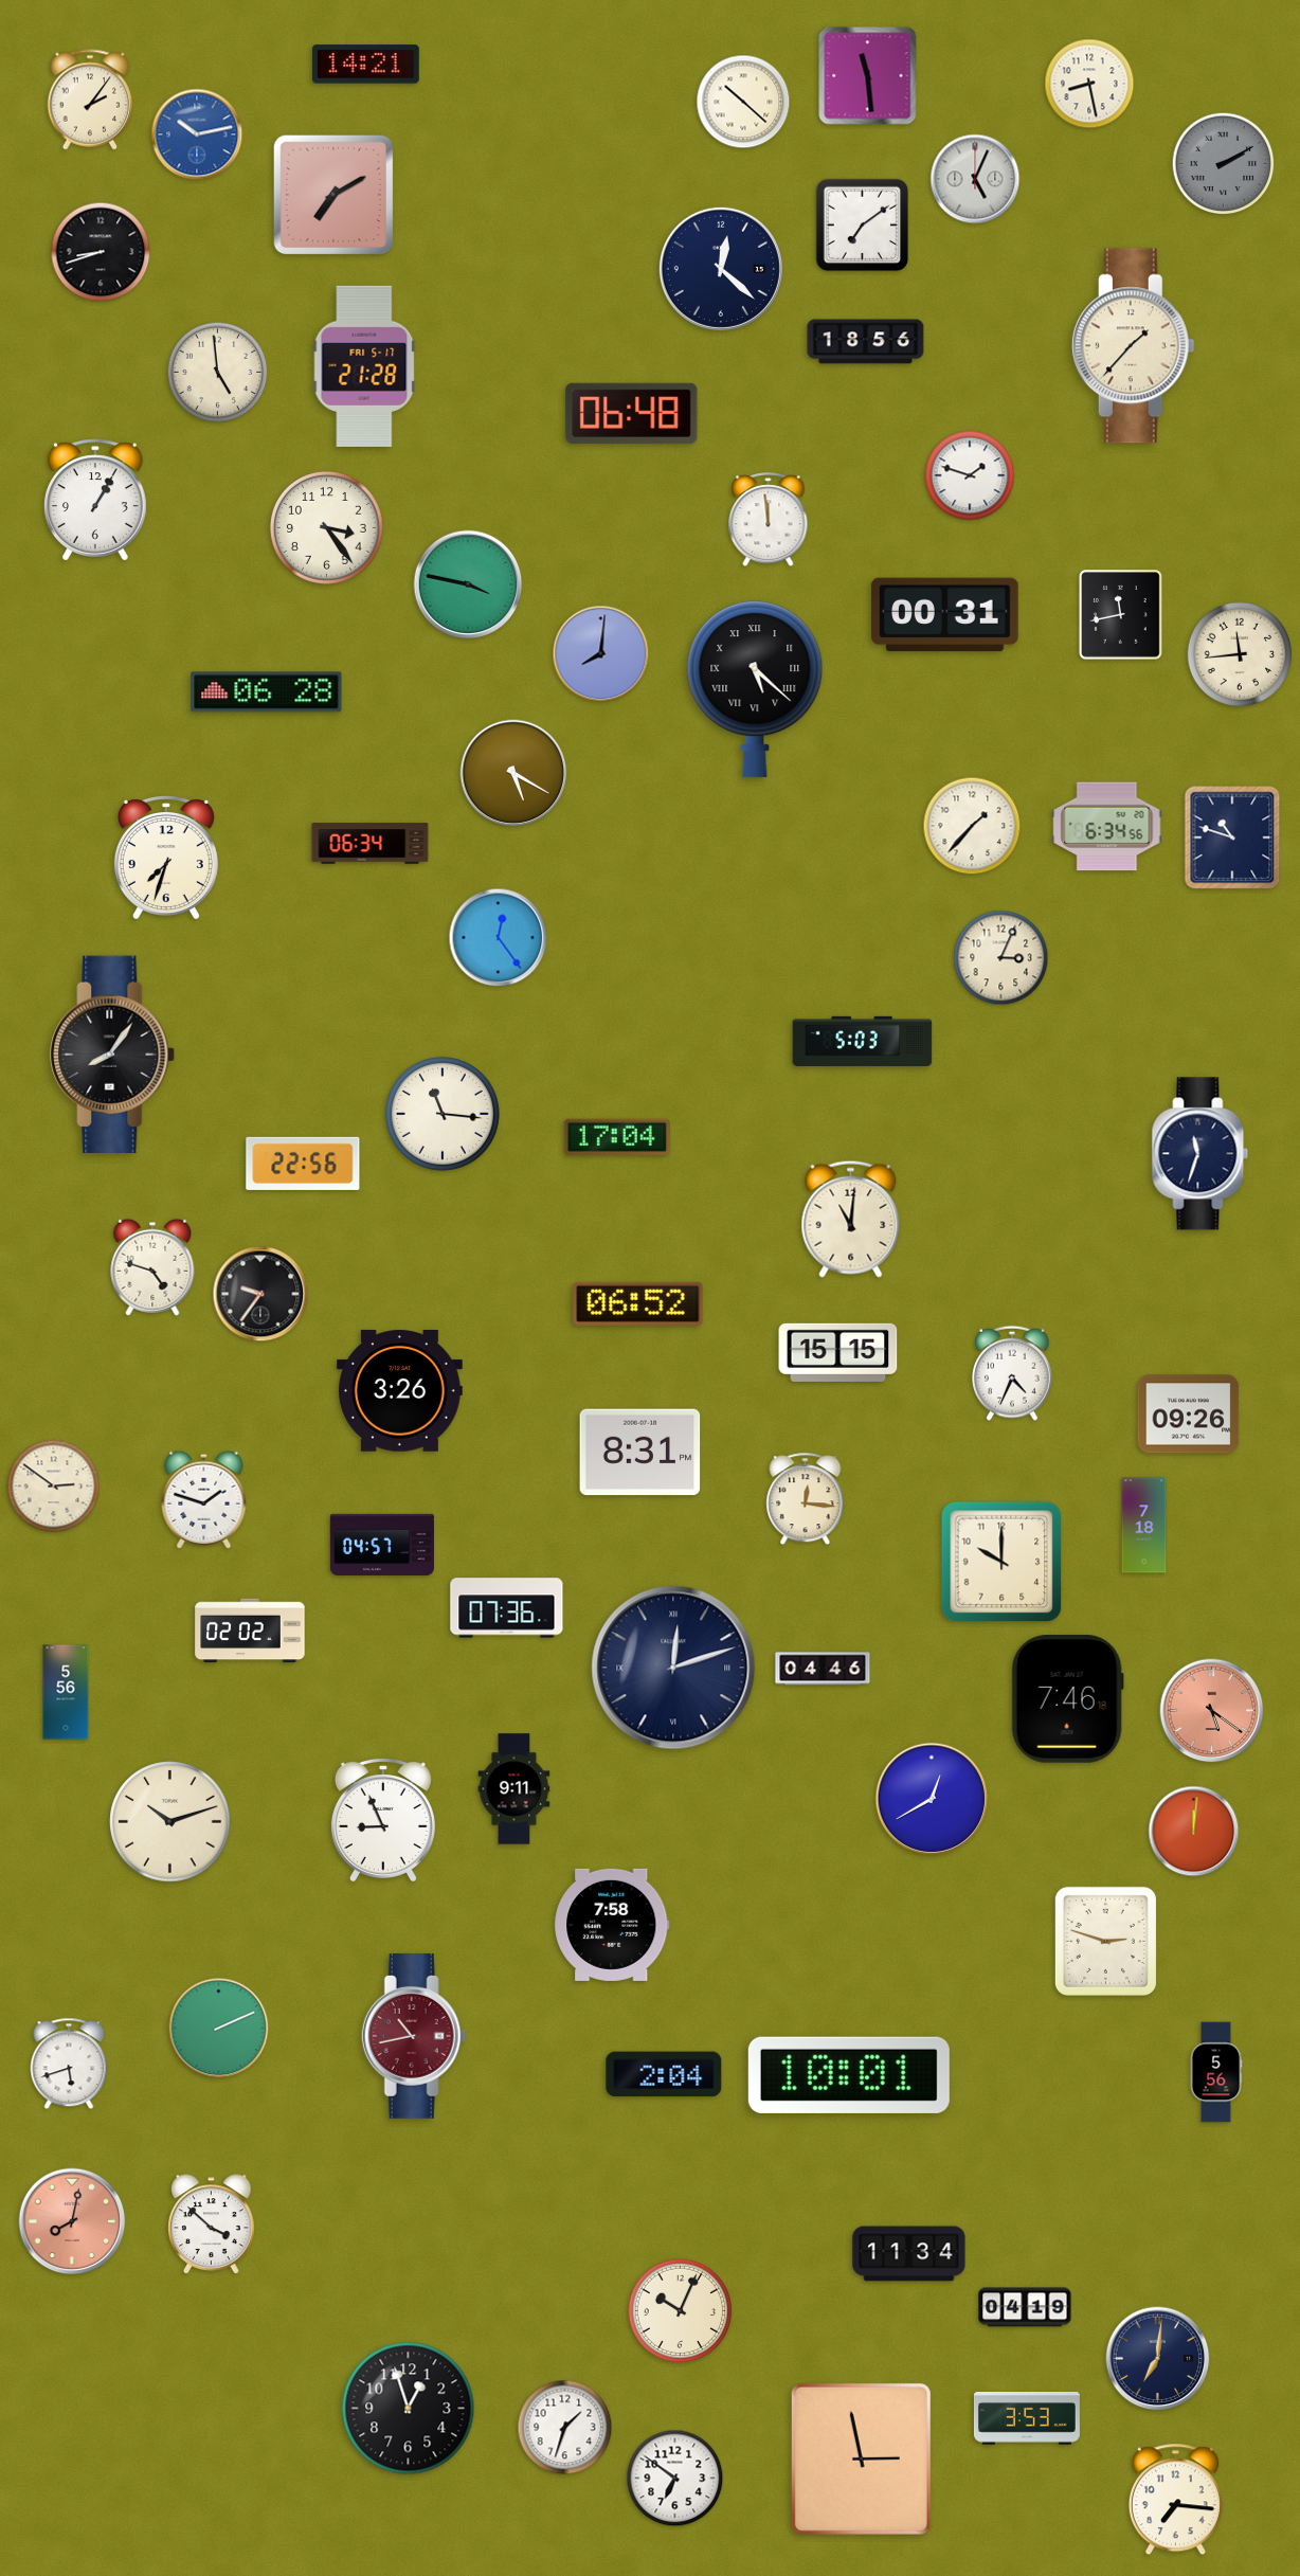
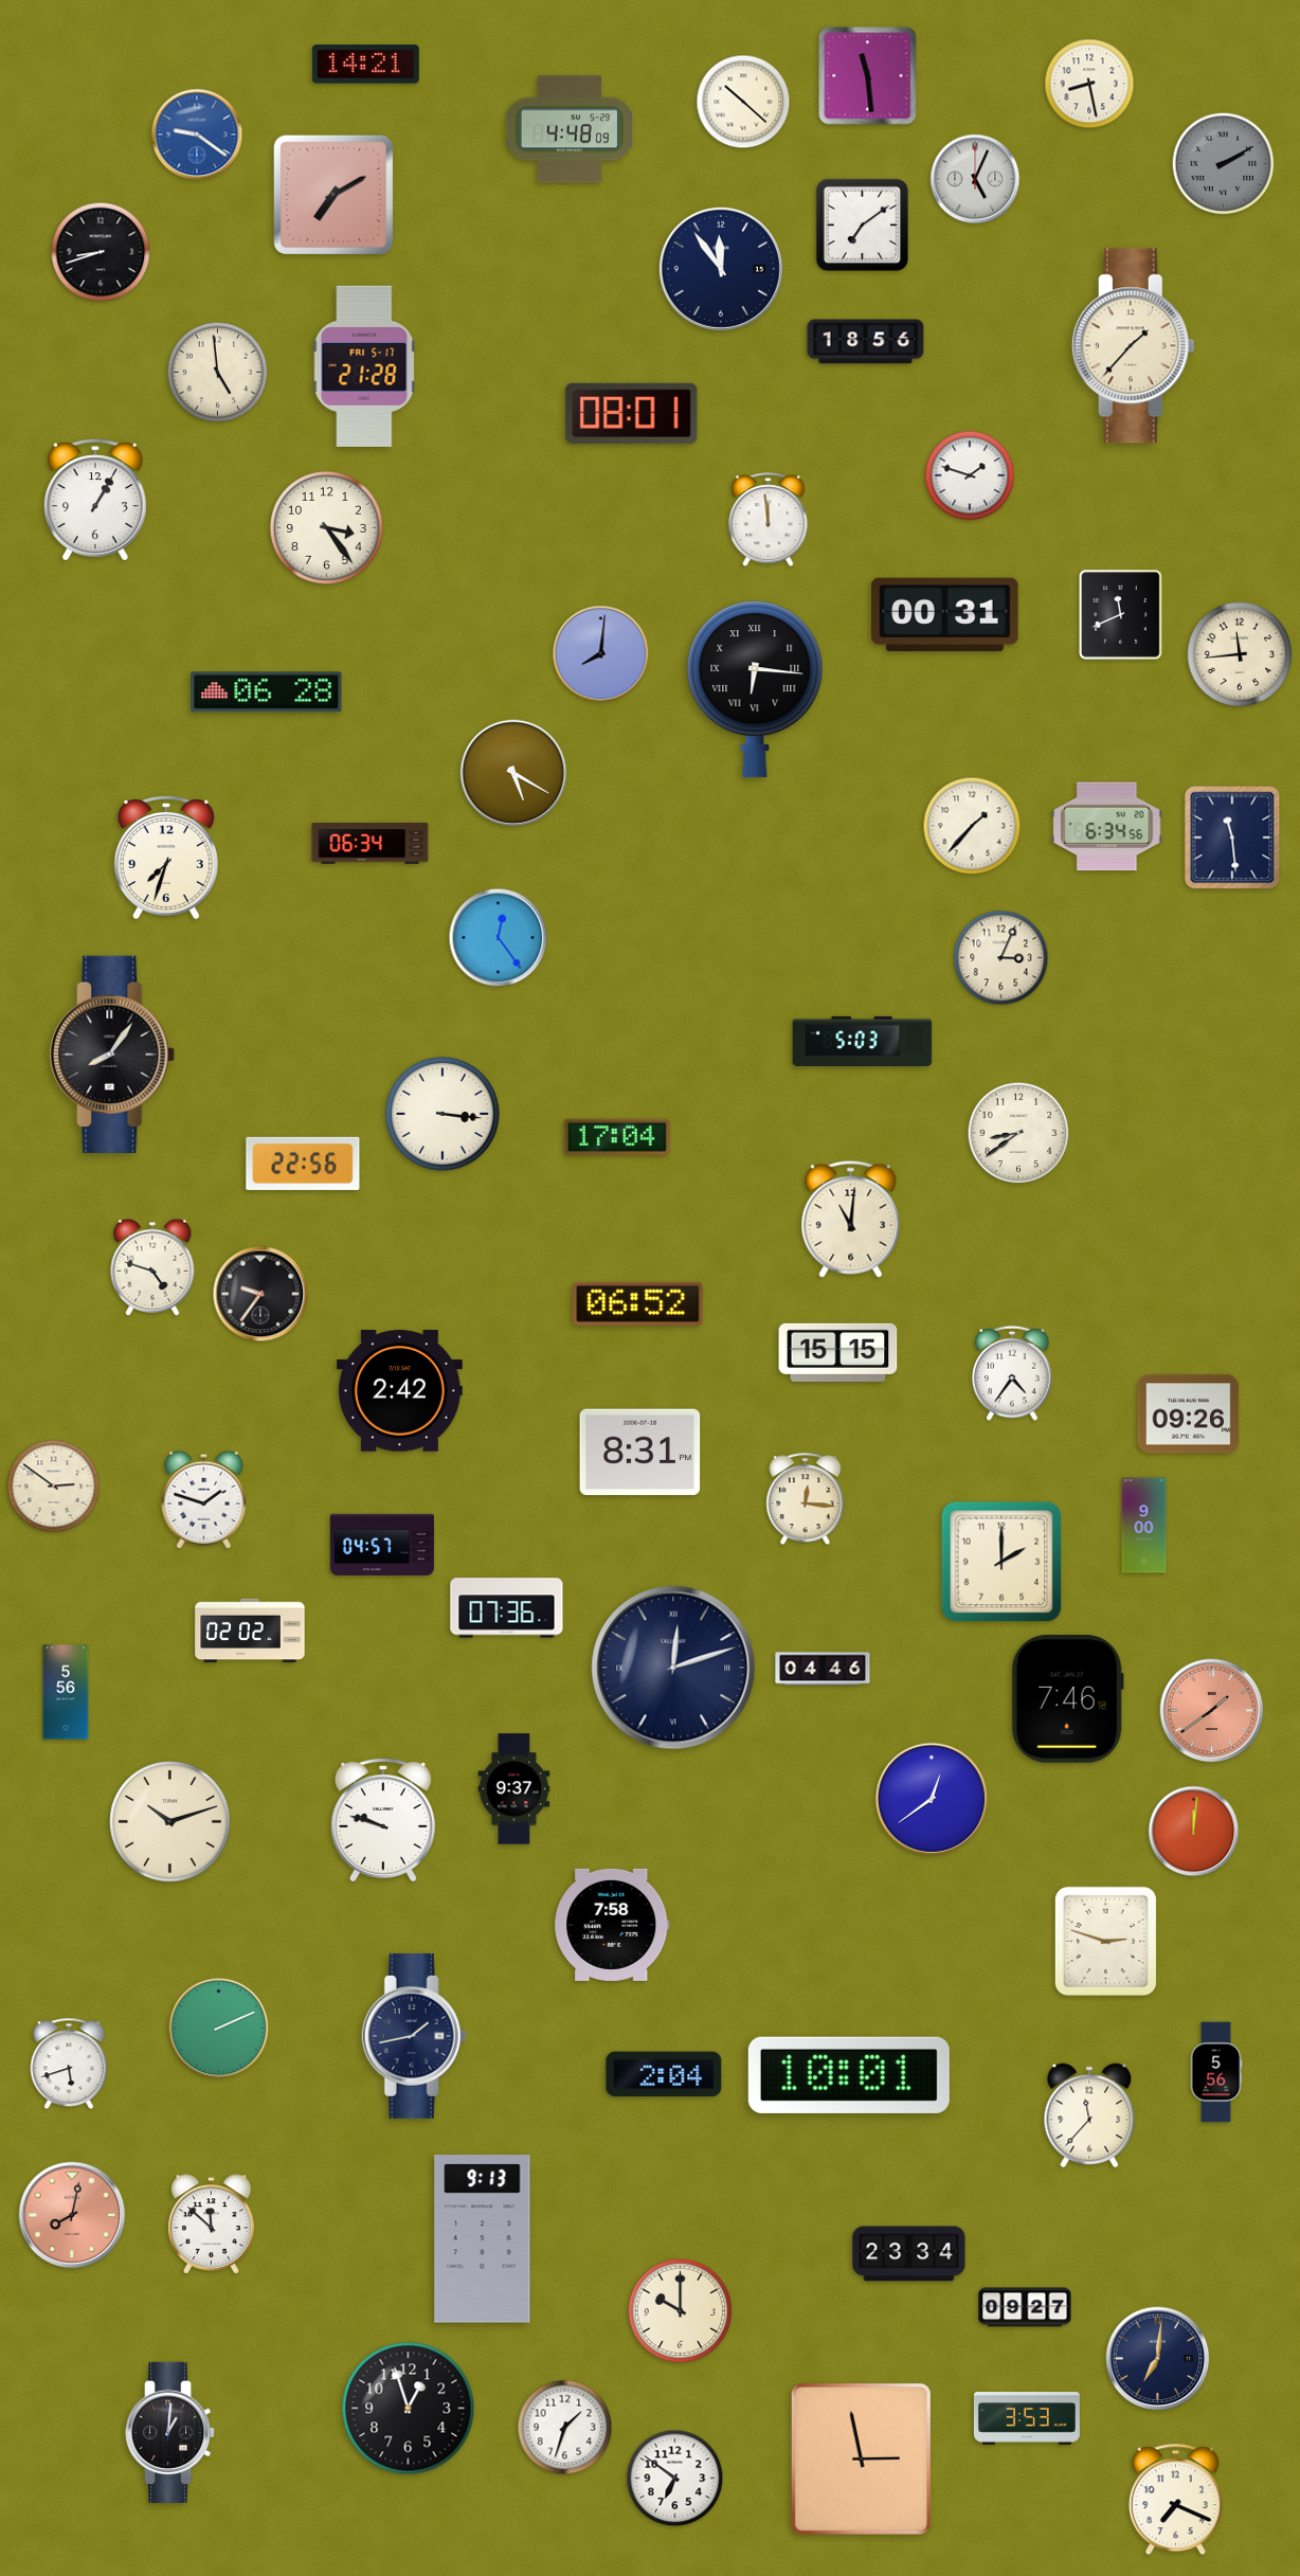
clock at (90, 100): 2:06 -> none
clock at (570, 129): none -> 4:48
clock at (197, 134): 10:13 -> 9:21
clock at (721, 269): 12:22 -> 11:54
clock at (632, 413): 06:48 -> 08:01
clock at (468, 584): 3:47 -> none
clock at (1121, 615): 11:43 -> 11:41
clock at (755, 689): 5:22 -> 6:16
clock at (1232, 837): 10:48 -> 11:29
clock at (443, 1114): 11:16 -> 3:16
clock at (1018, 1133): none -> 8:39
clock at (1200, 1154): 11:33 -> none
clock at (1012, 1373): 4:34 -> 4:36
clock at (399, 1391): 3:26 -> 2:42
clock at (1144, 1526): 7:18 -> 9:00
clock at (1001, 1562): 10:00 -> 2:00
clock at (1212, 1711): 5:21 -> 1:39
clock at (514, 1789): 9:11 -> 9:37
clock at (932, 1799): 12:40 -> 12:39
clock at (383, 1820): 8:56 -> 9:48
clock at (414, 2036): 10:43 -> 1:43
clock at (414, 2036) dial: burgundy -> navy
clock at (1089, 2115): none -> 11:37
clock at (72, 2221) position: (72, 2221) -> (72, 2215)
clock at (212, 2223): 3:52 -> 11:52
clock at (483, 2239): none -> 9:13
clock at (909, 2254): 11:34 -> 23:34
clock at (1025, 2307): 04:19 -> 09:27
clock at (681, 2311): 10:04 -> 10:00
clock at (170, 2432): none -> 1:01
clock at (1175, 2500): 7:16 -> 7:19
